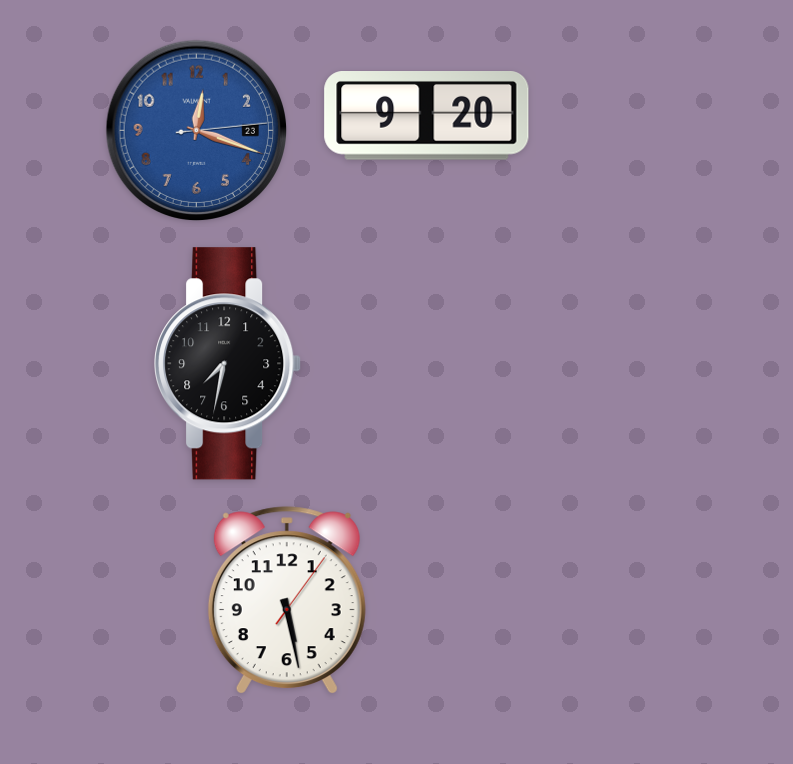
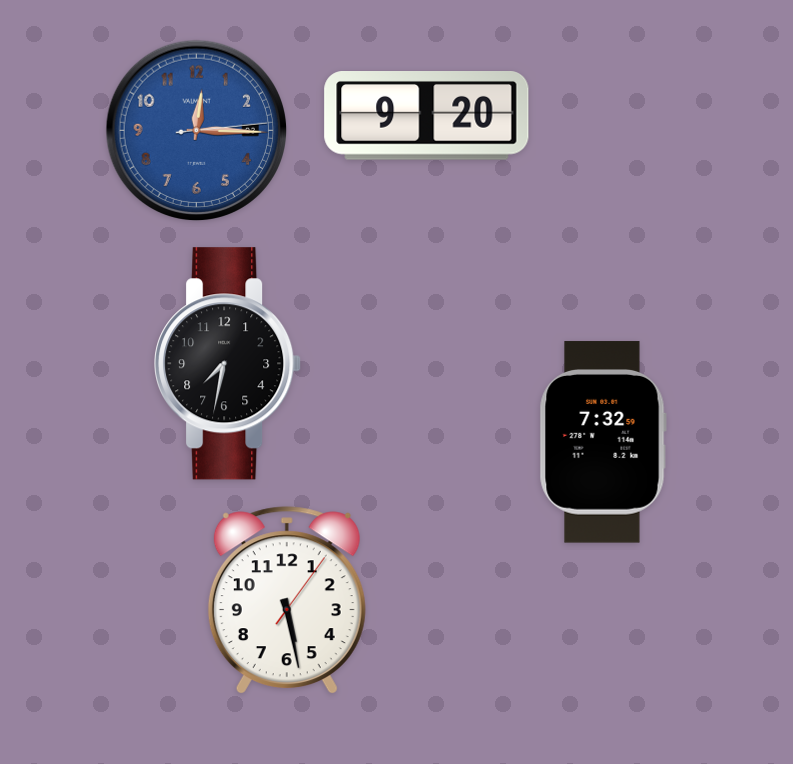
clock at (197, 131): 12:18 -> 12:15
clock at (603, 442): none -> 7:32
